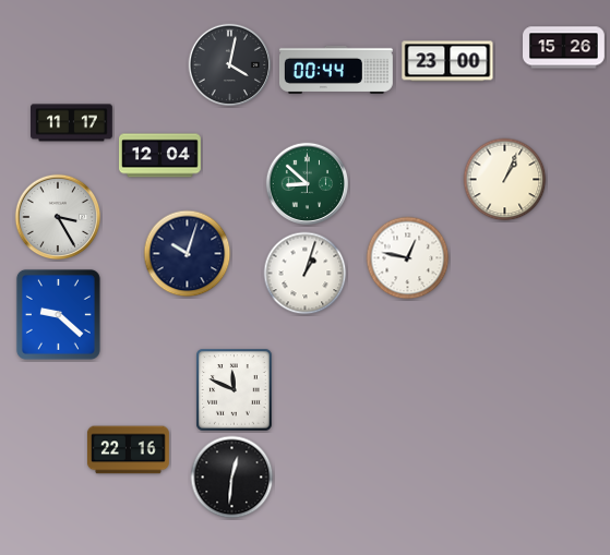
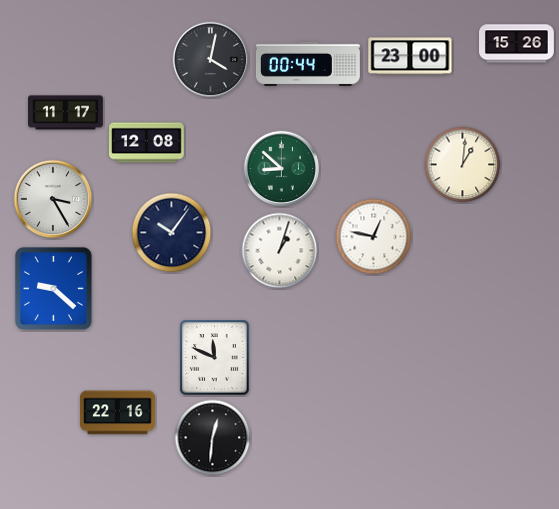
clock at (160, 156): 12:04 -> 12:08
clock at (505, 180): 1:04 -> 1:01
clock at (188, 254): 10:03 -> 10:06
